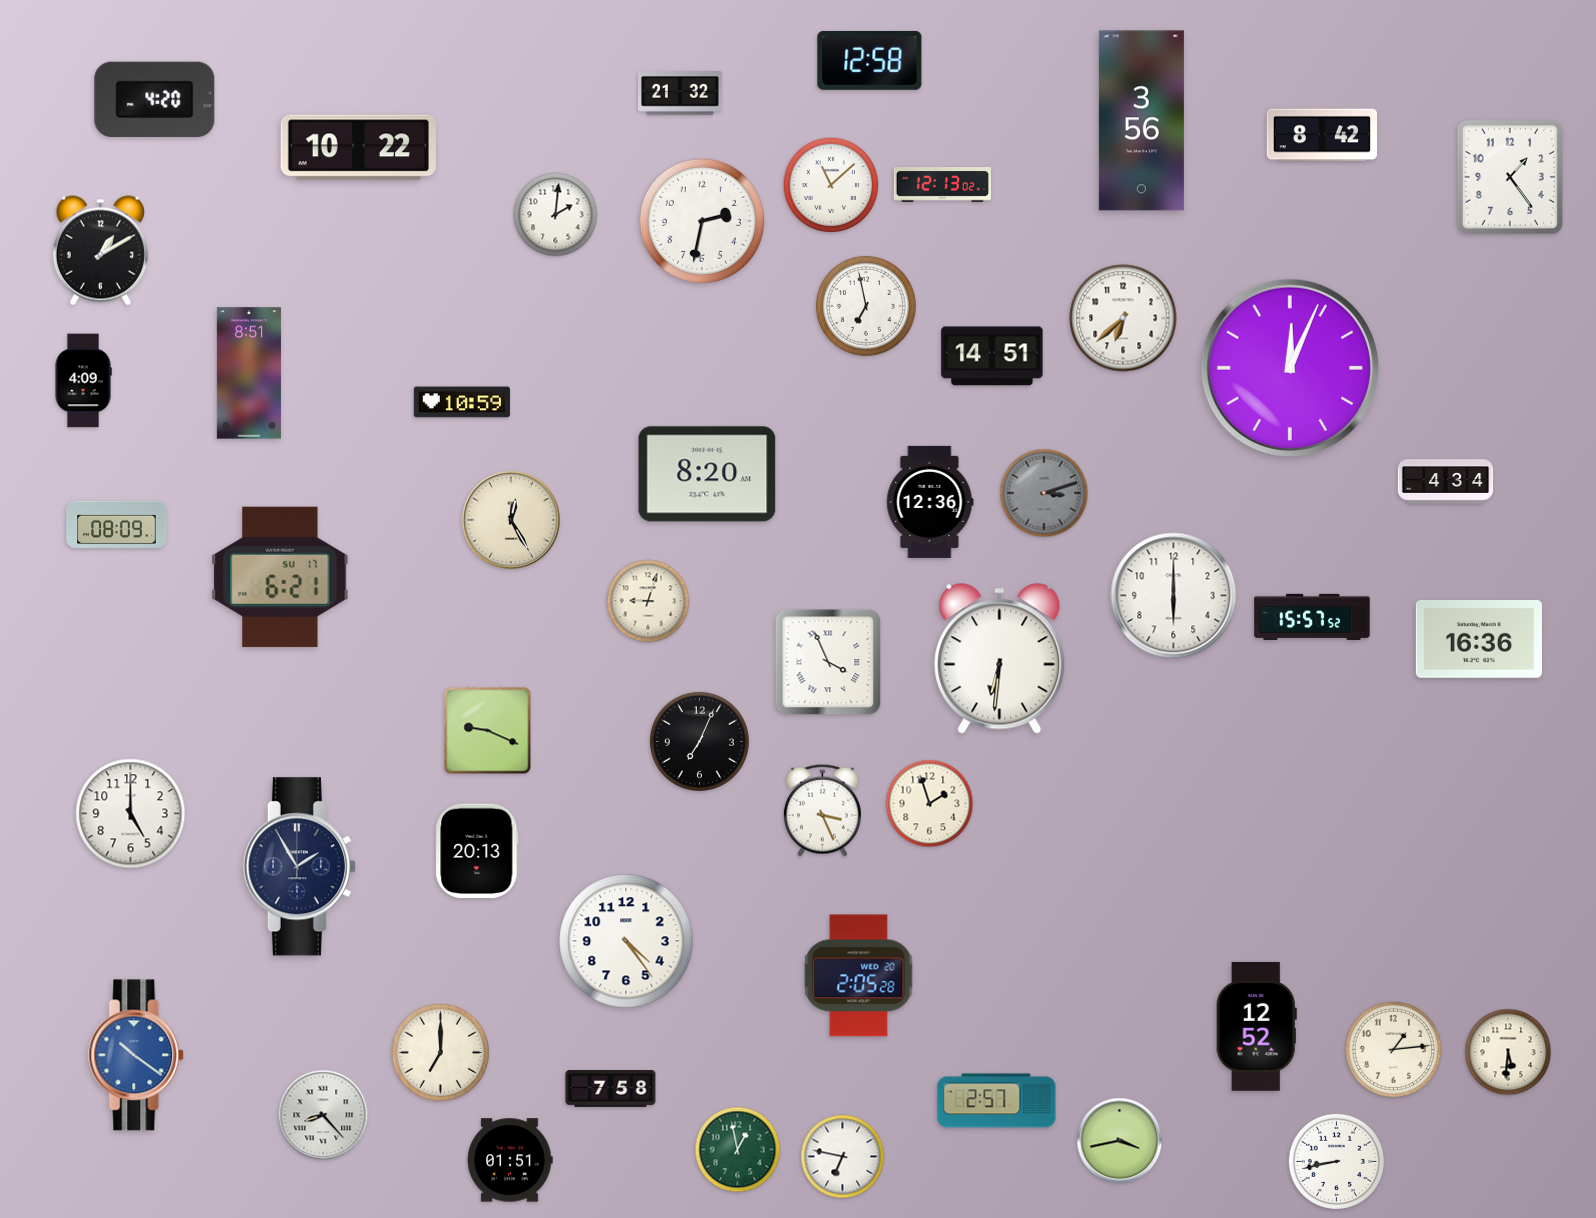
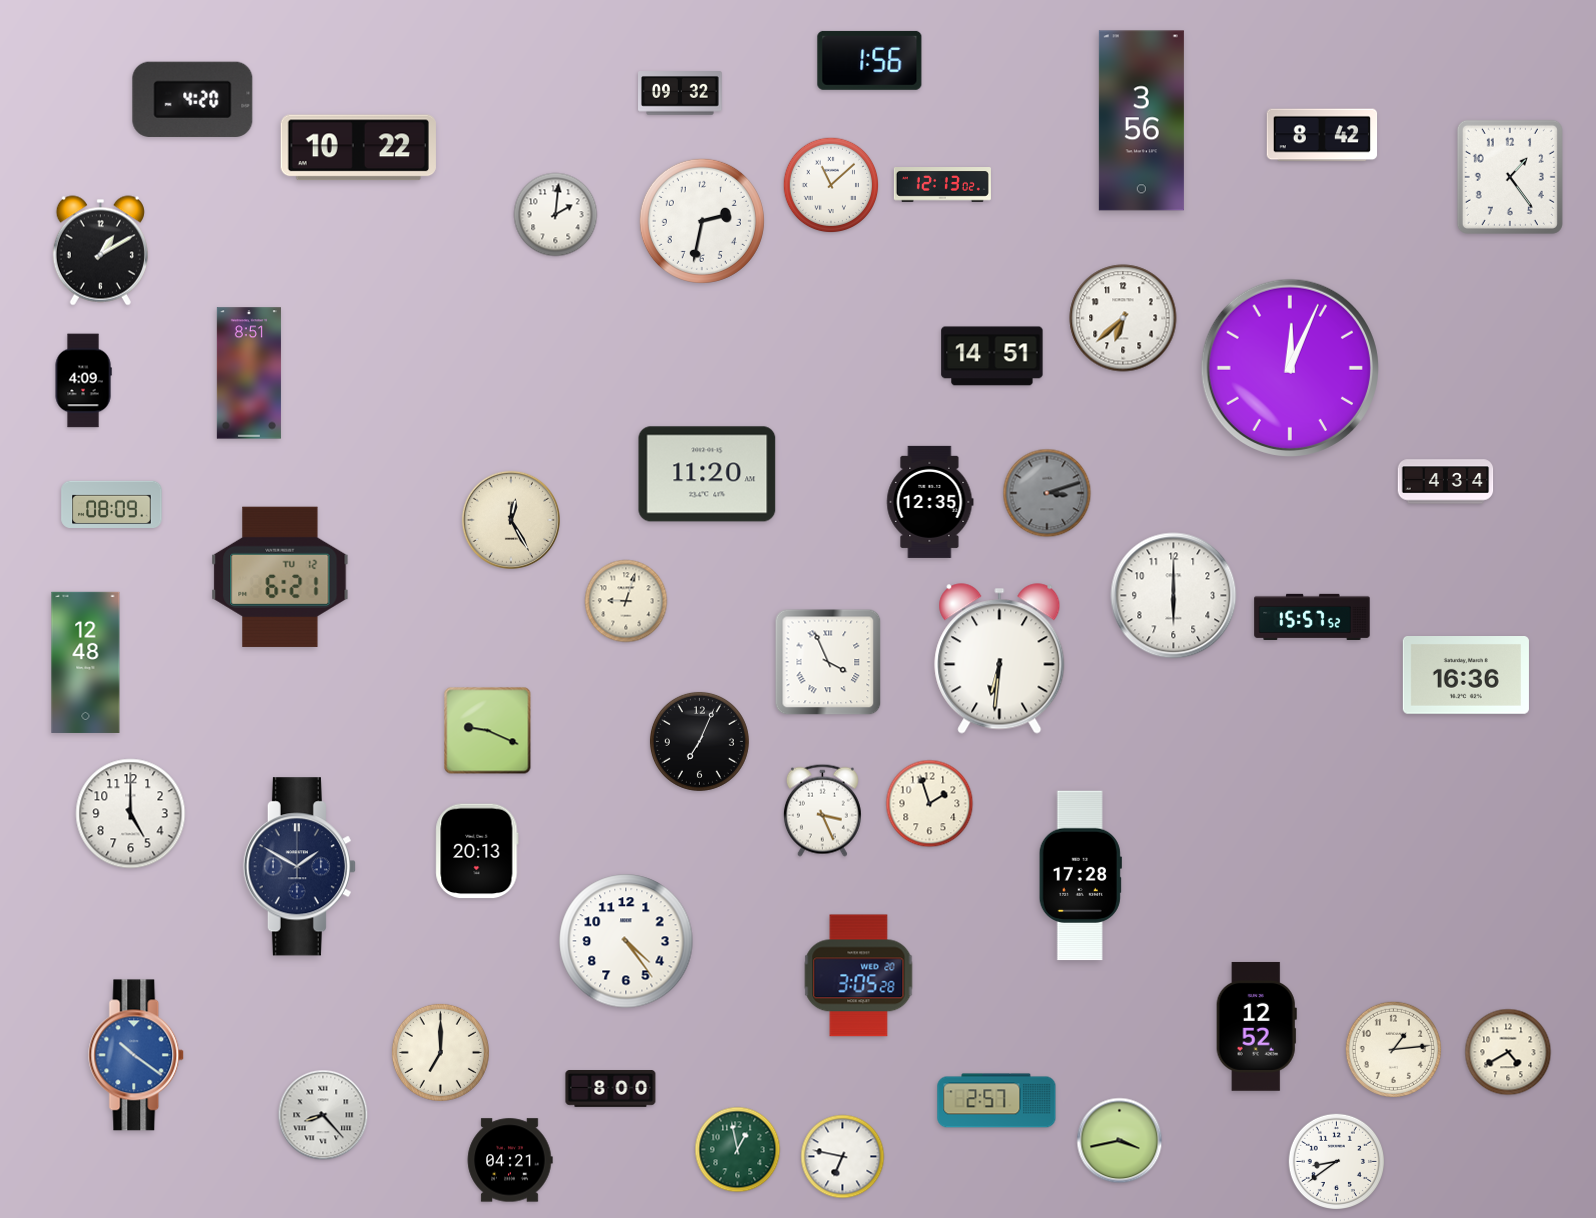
clock at (870, 60): 12:58 -> 1:56
clock at (681, 93): 21:32 -> 09:32
clock at (155, 99) position: (155, 99) -> (193, 99)
clock at (866, 306): 6:58 -> none
clock at (462, 402): 10:59 -> none
clock at (707, 474): 8:20 -> 11:20
clock at (1044, 493) position: (1044, 493) -> (1047, 493)
clock at (930, 502): 12:36 -> 12:35
clock at (117, 525) position: (117, 525) -> (112, 505)
clock at (280, 577) date: SU 17 -> TU 12
clock at (648, 601) position: (648, 601) -> (626, 601)
clock at (1479, 640) position: (1479, 640) -> (1466, 676)
clock at (86, 662): none -> 12:48
clock at (299, 867): 1:55 -> 1:50
clock at (1080, 876): none -> 17:28
clock at (859, 976): 2:05 -> 3:05
clock at (1508, 1052): 5:31 -> 4:40
clock at (611, 1089): 7:58 -> 8:00
clock at (510, 1160): 01:51 -> 04:21
clock at (1336, 1161): 8:43 -> 8:39
